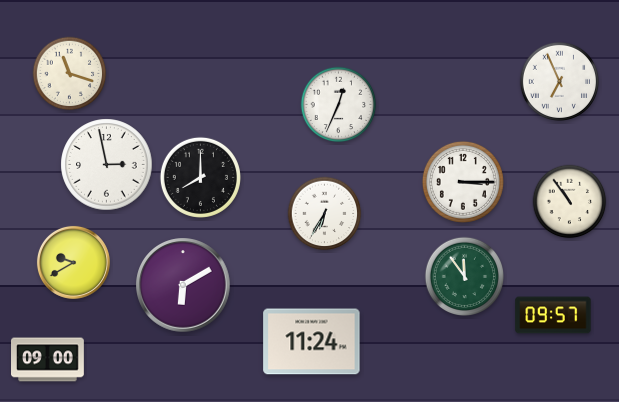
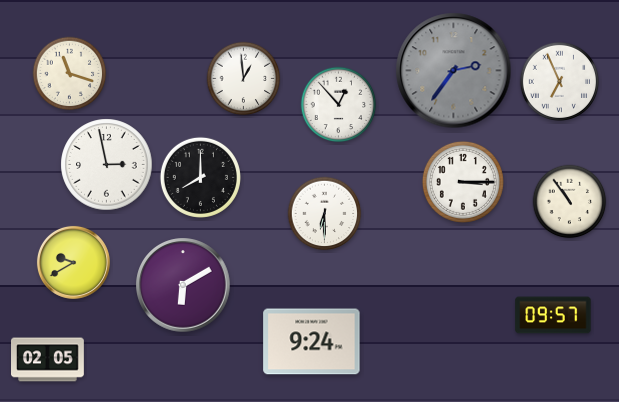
clock at (454, 71): none -> 2:36
clock at (244, 79): none -> 12:59
clock at (339, 105): 12:34 -> 12:53
clock at (325, 214): 6:35 -> 6:30
clock at (464, 276): 11:54 -> none
clock at (312, 342): 11:24 -> 9:24
clock at (48, 360): 09:00 -> 02:05
